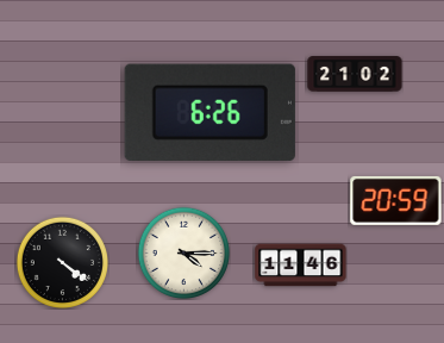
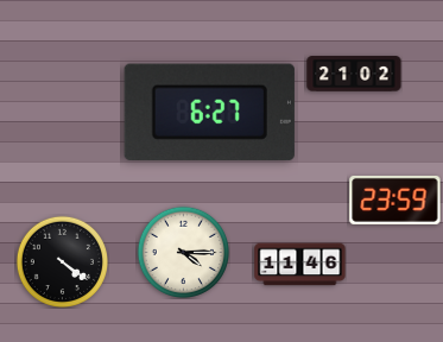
clock at (210, 112): 6:26 -> 6:27
clock at (396, 200): 20:59 -> 23:59
